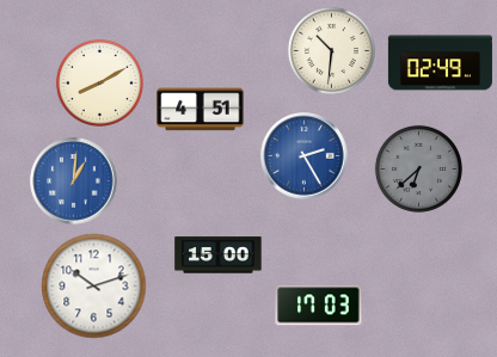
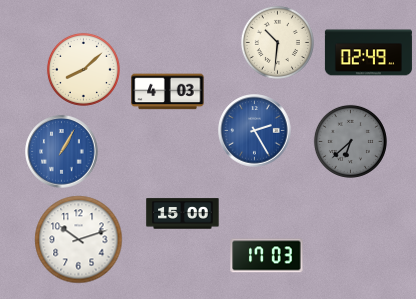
clock at (99, 82): 8:10 -> 8:08
clock at (201, 110): 4:51 -> 4:03
clock at (74, 181): 1:01 -> 1:05
